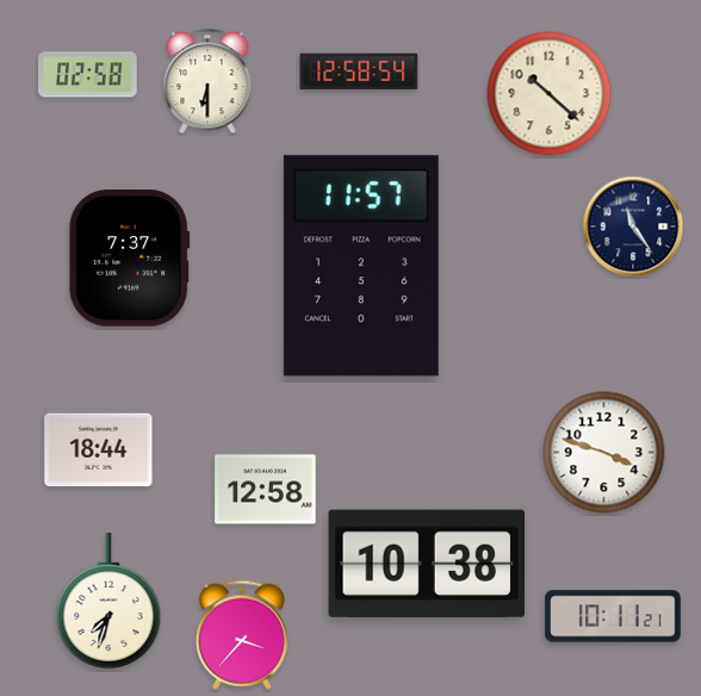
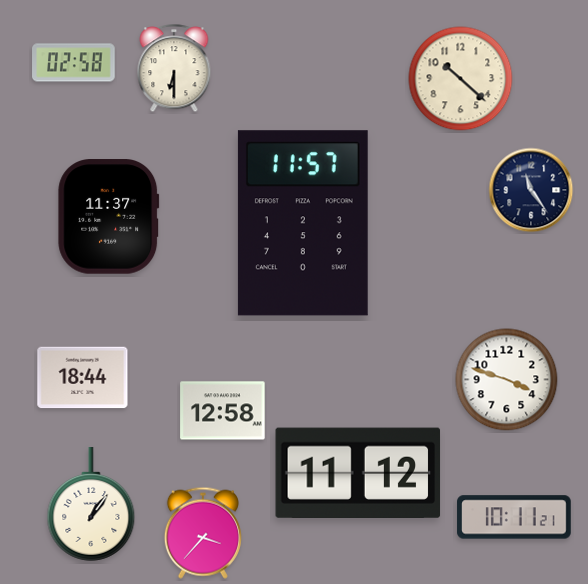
clock at (359, 70): 12:58 -> none
clock at (130, 259): 7:37 -> 11:37
clock at (427, 564): 10:38 -> 11:12
clock at (108, 602): 7:33 -> 1:06
